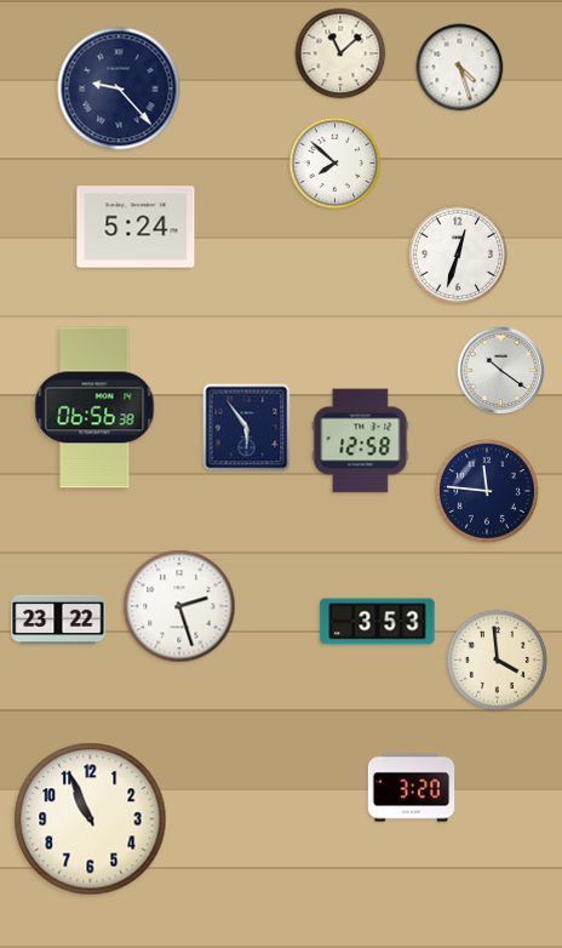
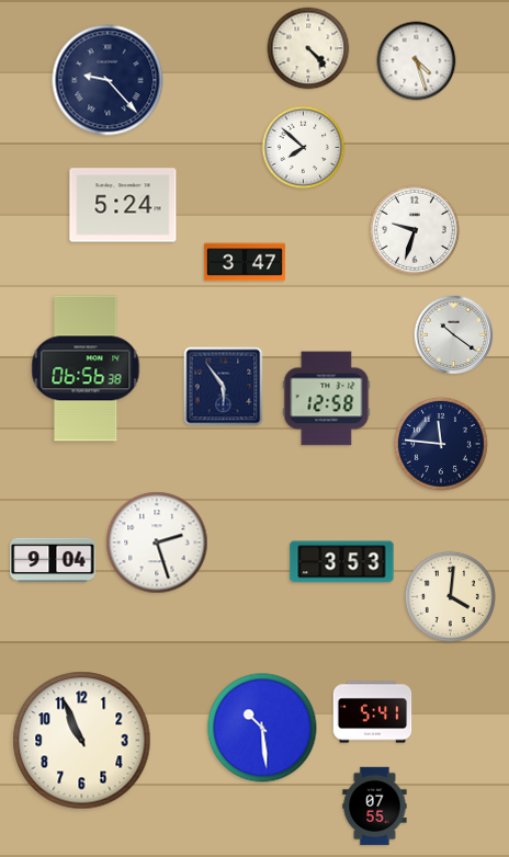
clock at (340, 53): 11:08 -> 4:23
clock at (458, 255): 12:33 -> 9:33
clock at (245, 262): none -> 3:47
clock at (179, 606) position: (179, 606) -> (157, 542)
clock at (58, 619): 23:22 -> 9:04
clock at (497, 659): 3:59 -> 4:01
clock at (412, 788): 3:20 -> 5:41
clock at (262, 728): none -> 10:29
clock at (375, 807): none -> 07:55
